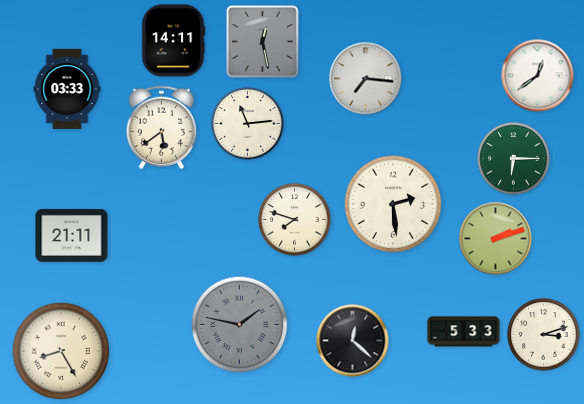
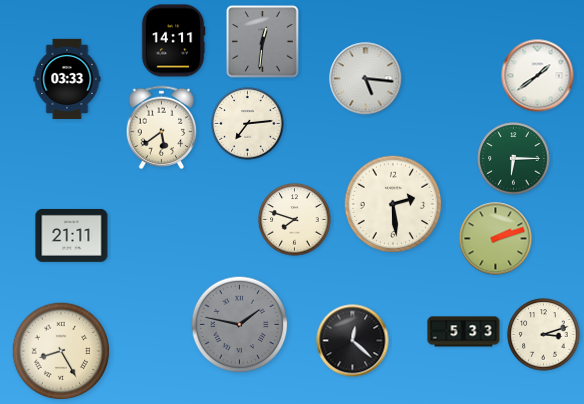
clock at (263, 42): 12:28 -> 12:31
clock at (538, 76): 12:39 -> 1:39
clock at (366, 79): 7:16 -> 5:16
clock at (67, 89) position: (67, 89) -> (67, 79)
clock at (248, 124): 11:14 -> 7:14
